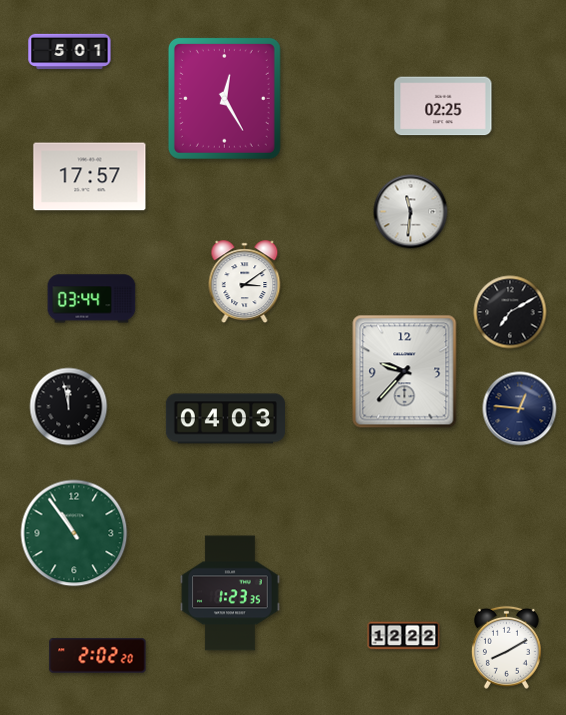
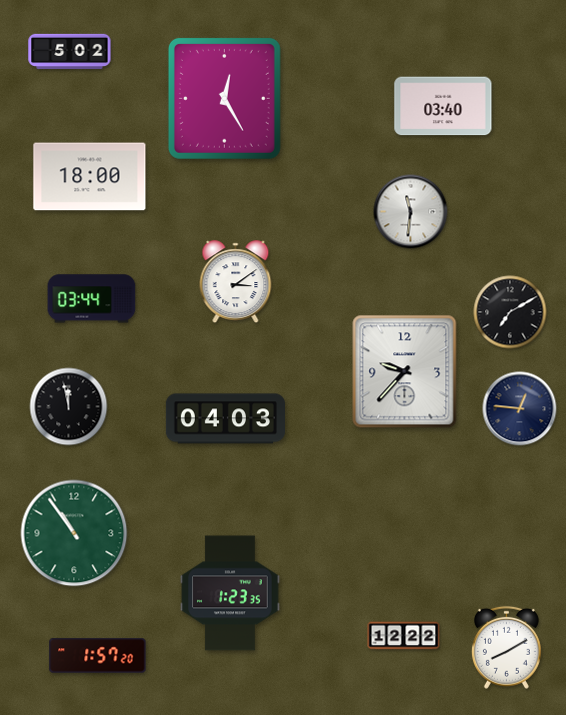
clock at (70, 52): 5:01 -> 5:02
clock at (443, 106): 02:25 -> 03:40
clock at (90, 177): 17:57 -> 18:00
clock at (245, 282) position: (245, 282) -> (236, 282)
clock at (98, 656): 2:02 -> 1:57
